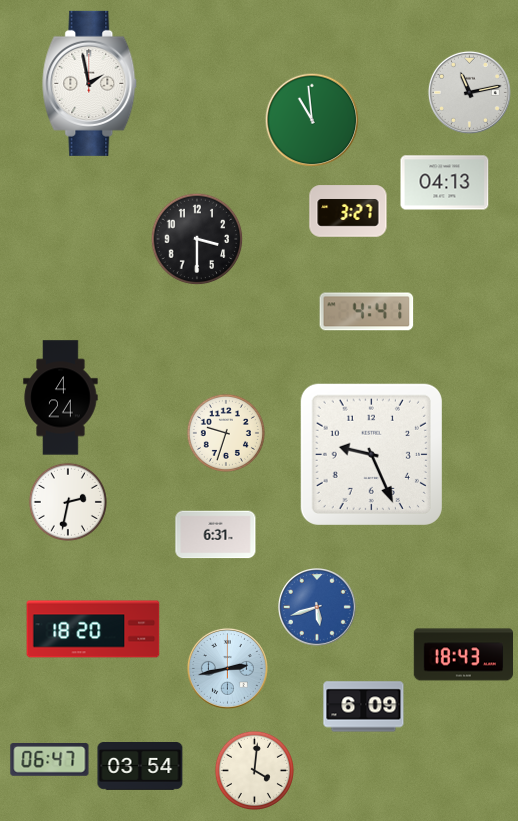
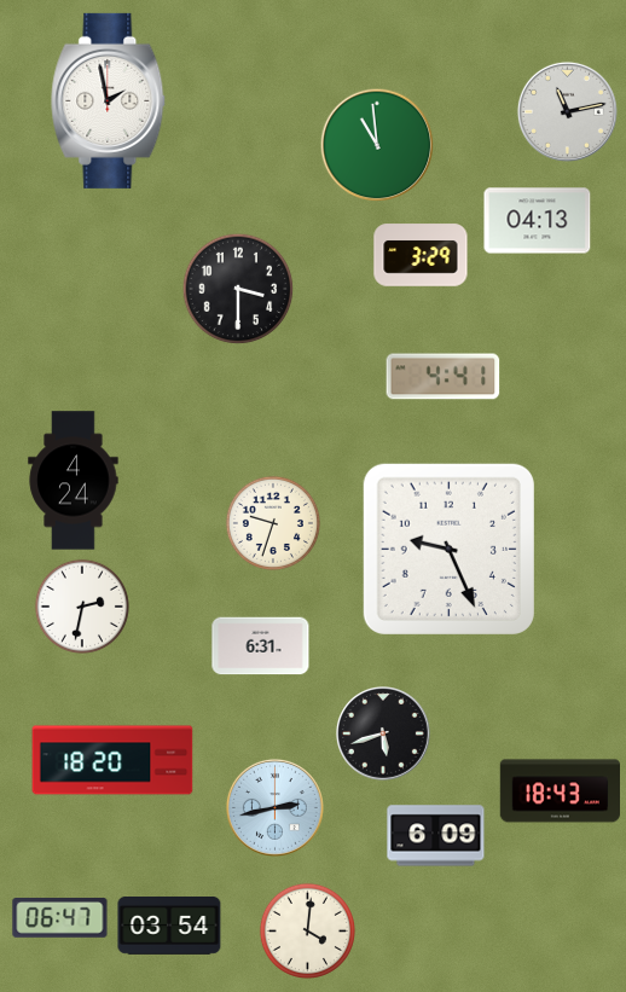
clock at (348, 211): 3:27 -> 3:29
clock at (318, 608) dial: blue -> black
clock at (364, 707) position: (364, 707) -> (436, 836)
